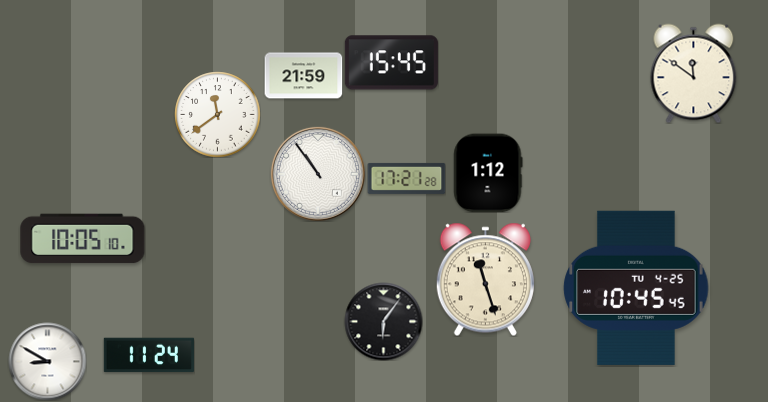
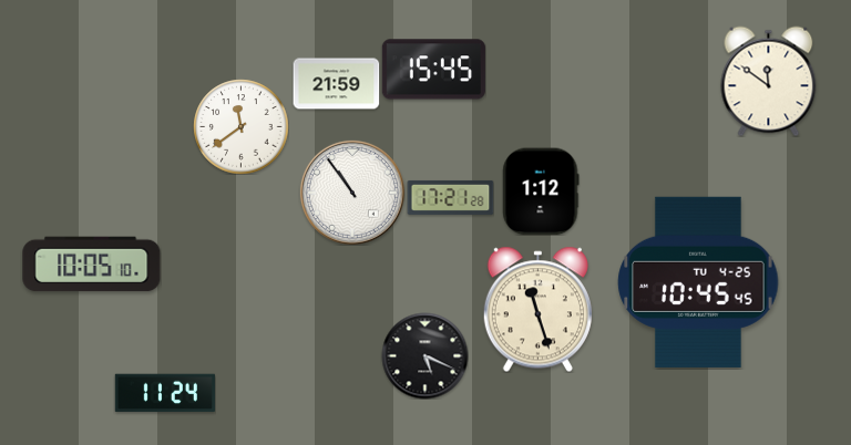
clock at (636, 288) position: (636, 288) -> (698, 282)
clock at (383, 321): 6:06 -> 5:19
clock at (47, 361): 8:50 -> none
